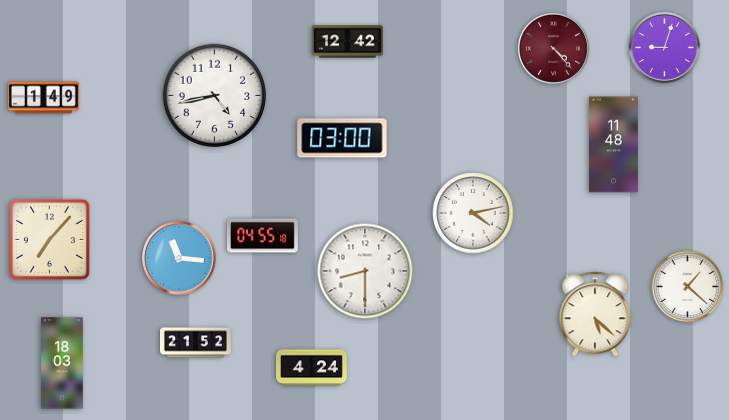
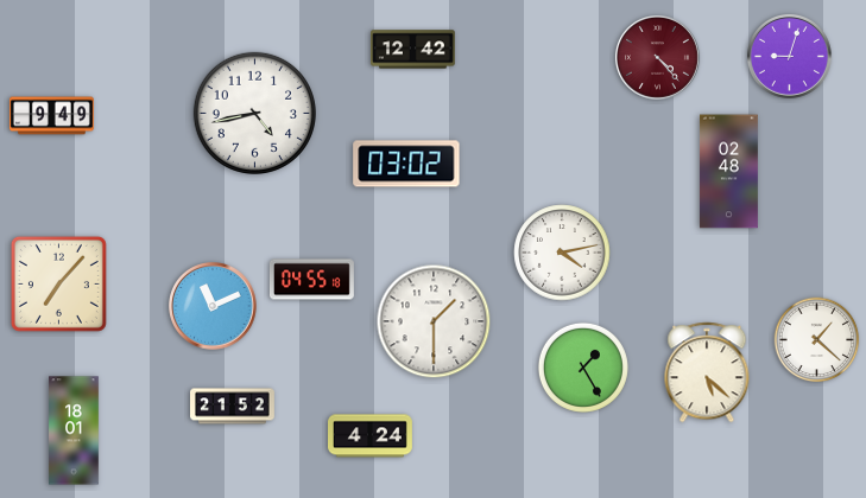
clock at (43, 98): 1:49 -> 9:49
clock at (342, 138): 03:00 -> 03:02
clock at (613, 145): 11:48 -> 02:48
clock at (179, 258): 11:16 -> 11:11
clock at (365, 271): 8:30 -> 1:30
clock at (583, 368): none -> 1:25
clock at (62, 363): 18:03 -> 18:01
